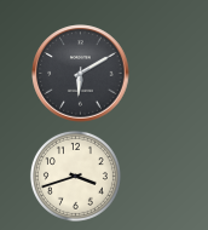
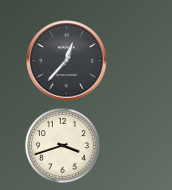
clock at (81, 74): 6:10 -> 12:37
